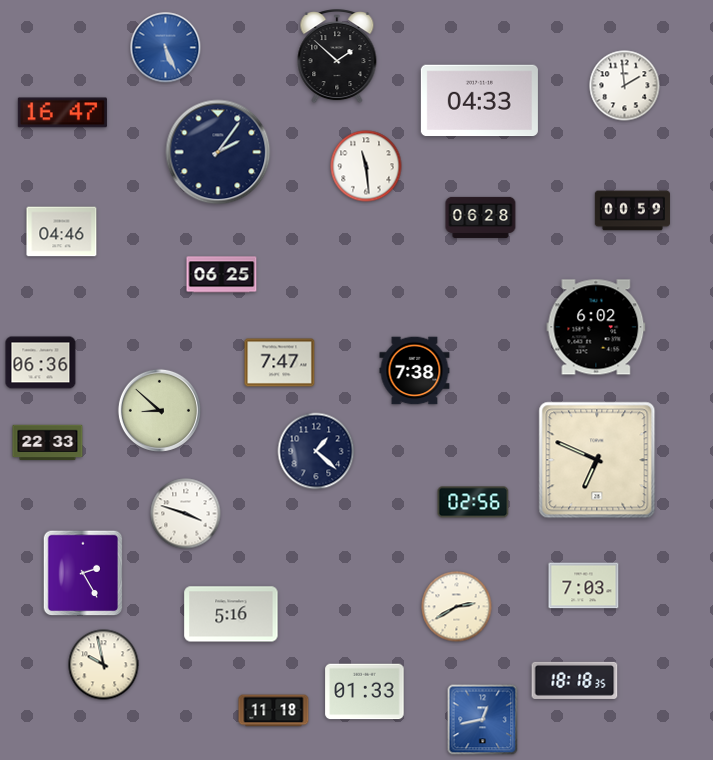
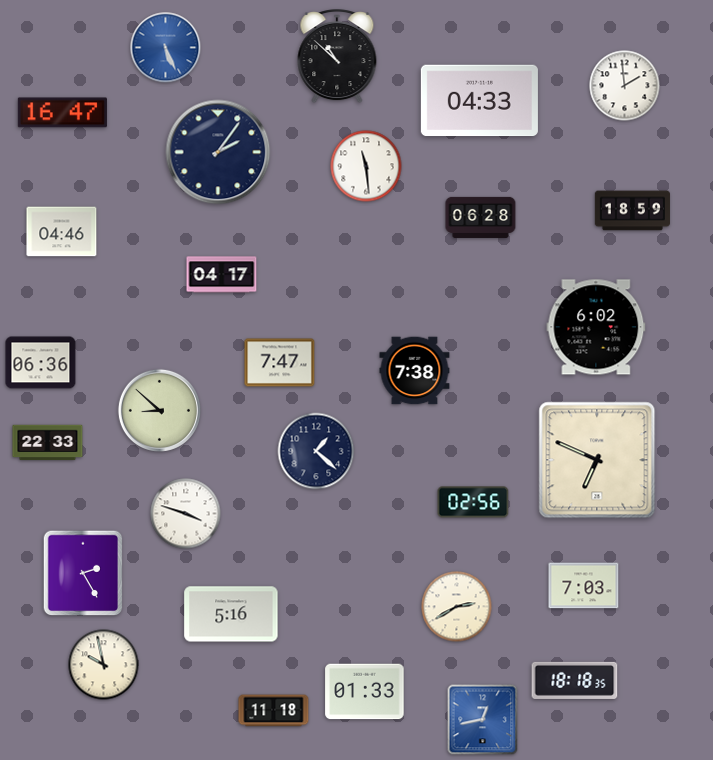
clock at (337, 57): 1:52 -> 10:52
clock at (632, 211): 00:59 -> 18:59
clock at (222, 275): 06:25 -> 04:17
